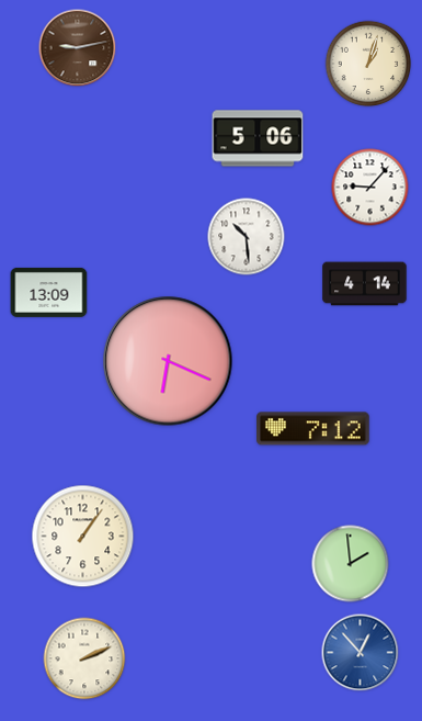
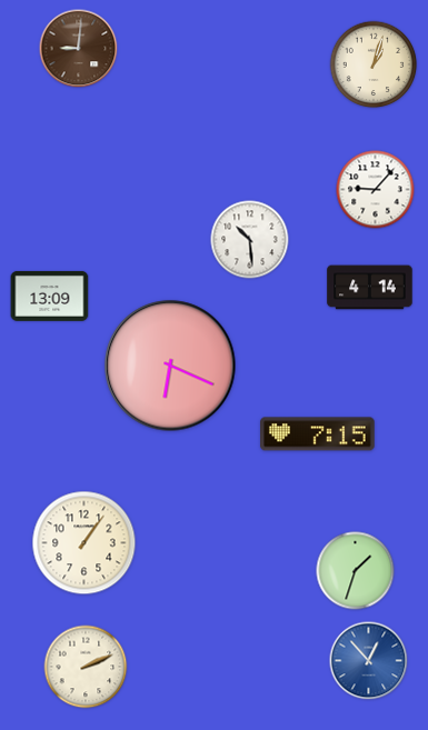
clock at (78, 48): 9:13 -> 9:01
clock at (258, 138): 5:06 -> none
clock at (313, 429): 7:12 -> 7:15
clock at (351, 564): 1:59 -> 1:33
clock at (361, 653) position: (361, 653) -> (369, 661)
